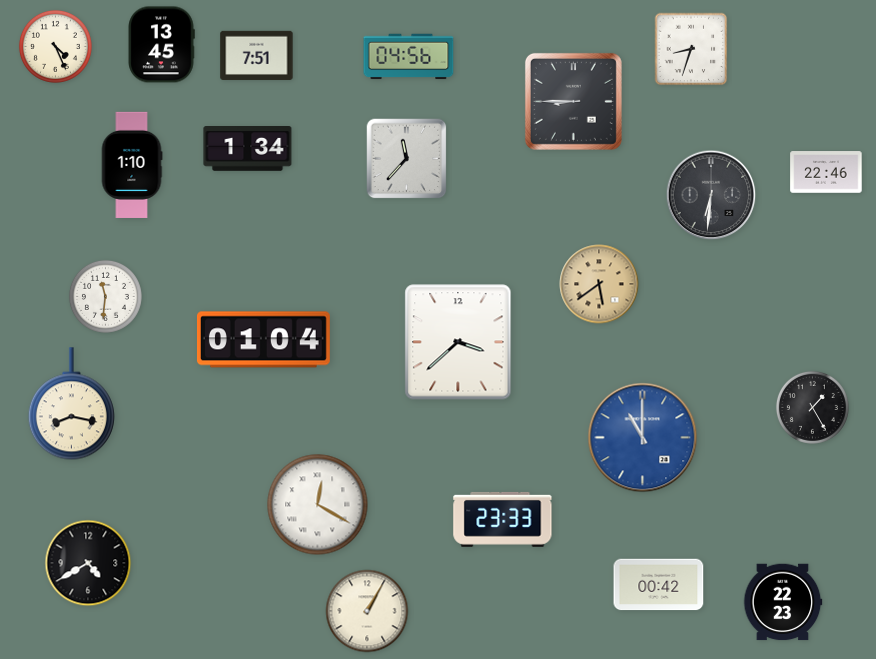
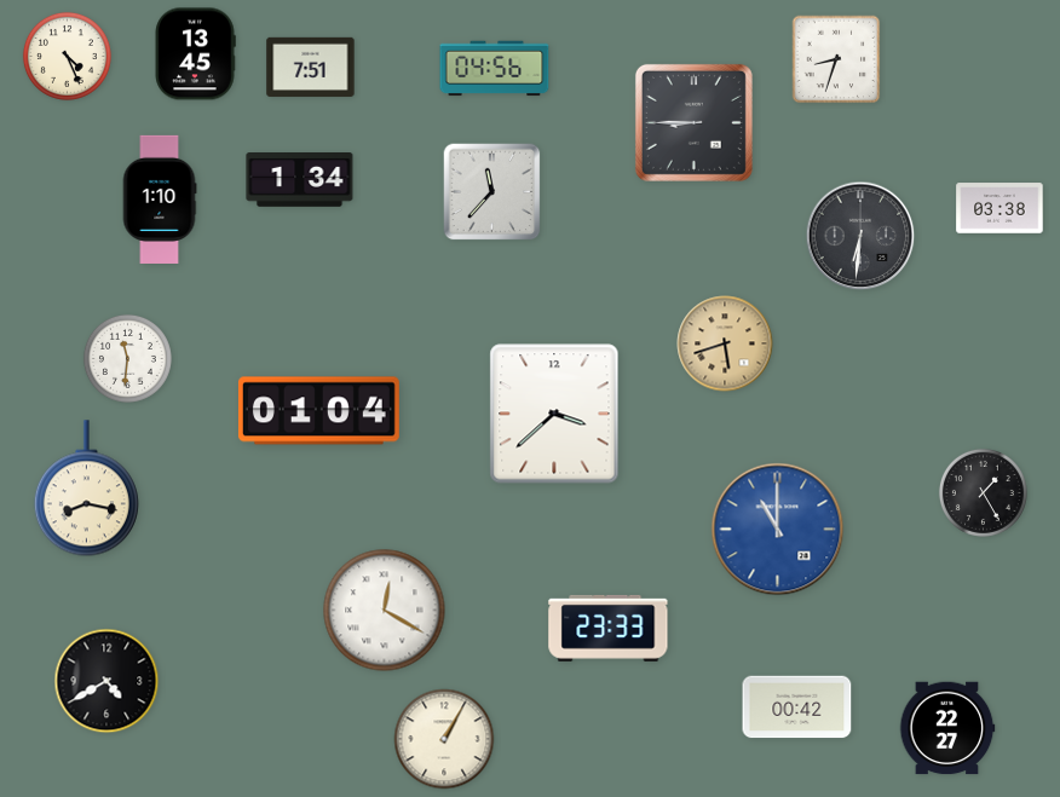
clock at (826, 172): 22:46 -> 03:38
clock at (599, 284): 5:39 -> 5:42
clock at (783, 602): 22:23 -> 22:27
